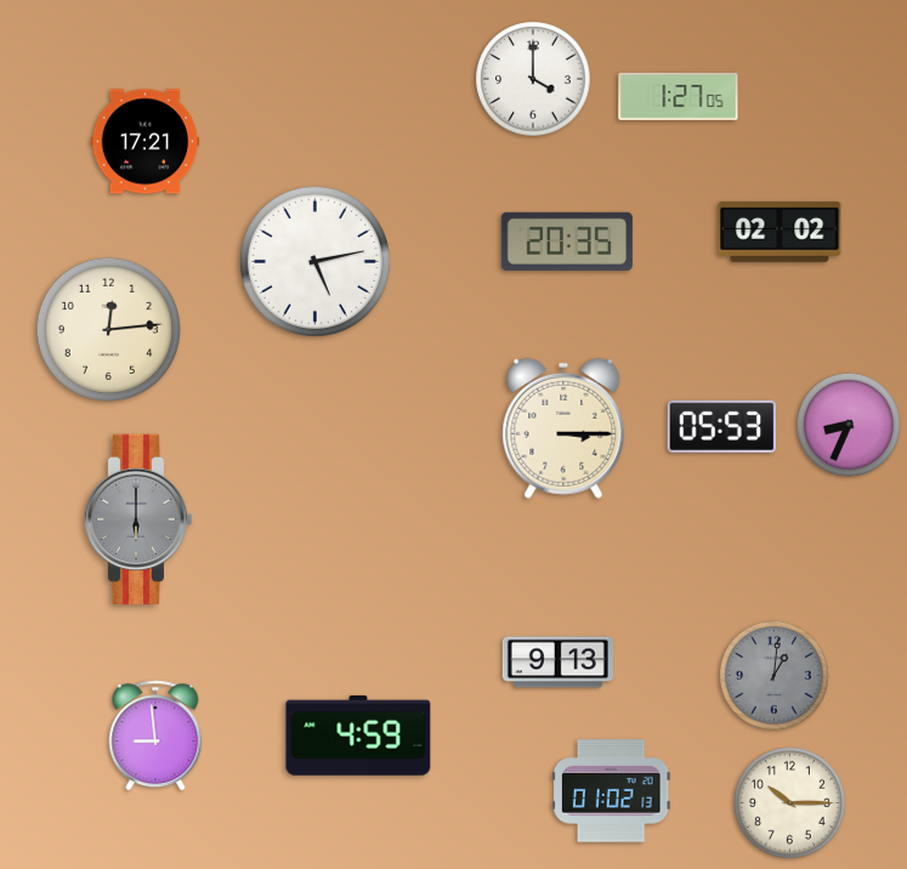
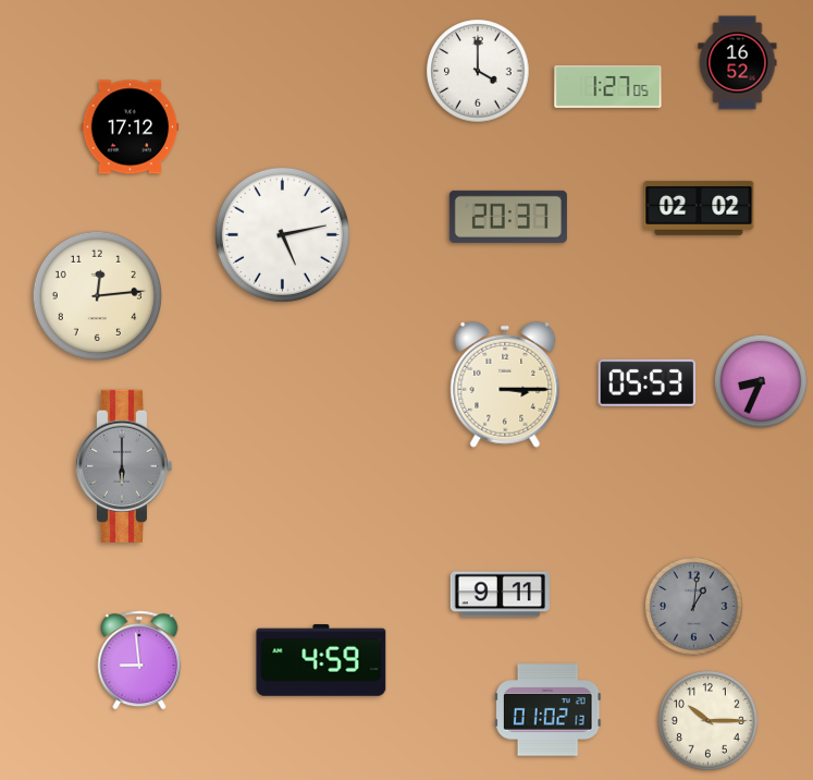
clock at (738, 63): none -> 16:52
clock at (146, 142): 17:21 -> 17:12
clock at (567, 242): 20:35 -> 20:37
clock at (557, 663): 9:13 -> 9:11
